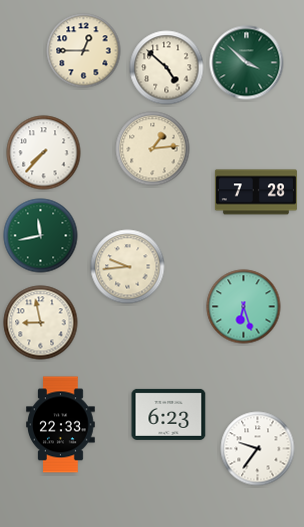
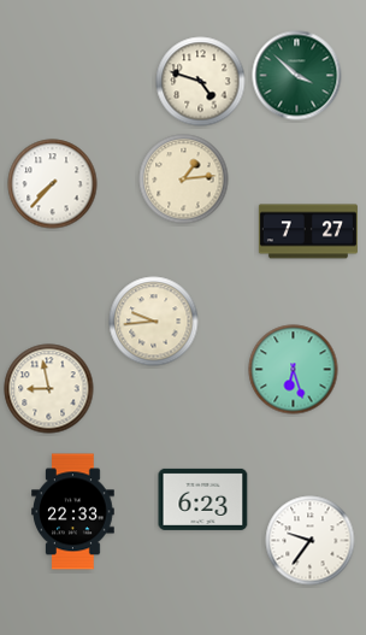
clock at (84, 51): 12:45 -> none
clock at (167, 68): 4:52 -> 4:48
clock at (256, 192): 7:28 -> 7:27
clock at (41, 236): 11:43 -> none
